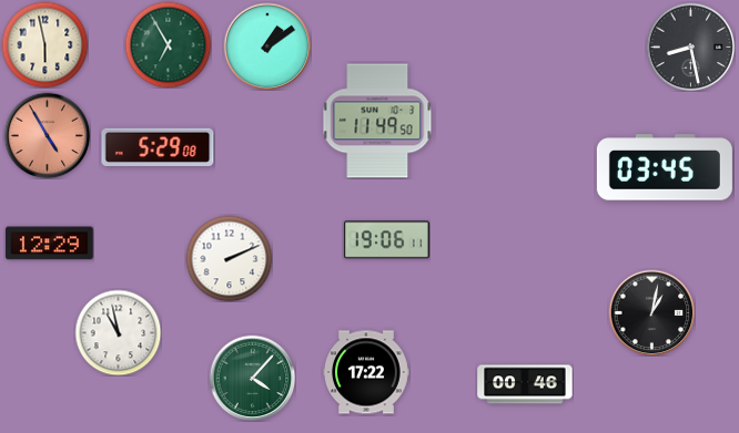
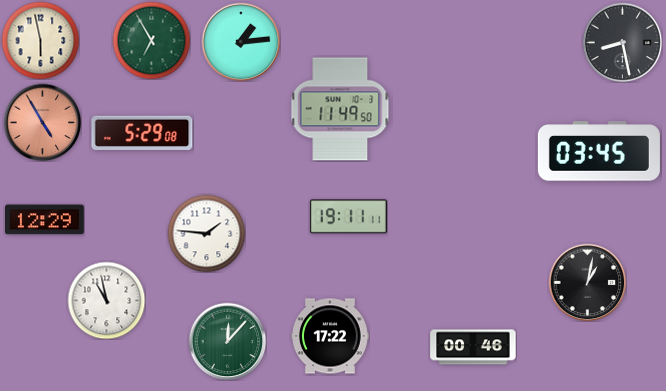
clock at (267, 47): 1:09 -> 1:14
clock at (386, 240): 19:06 -> 19:11
clock at (229, 258): 2:11 -> 1:46
clock at (252, 378): 4:07 -> 12:07
